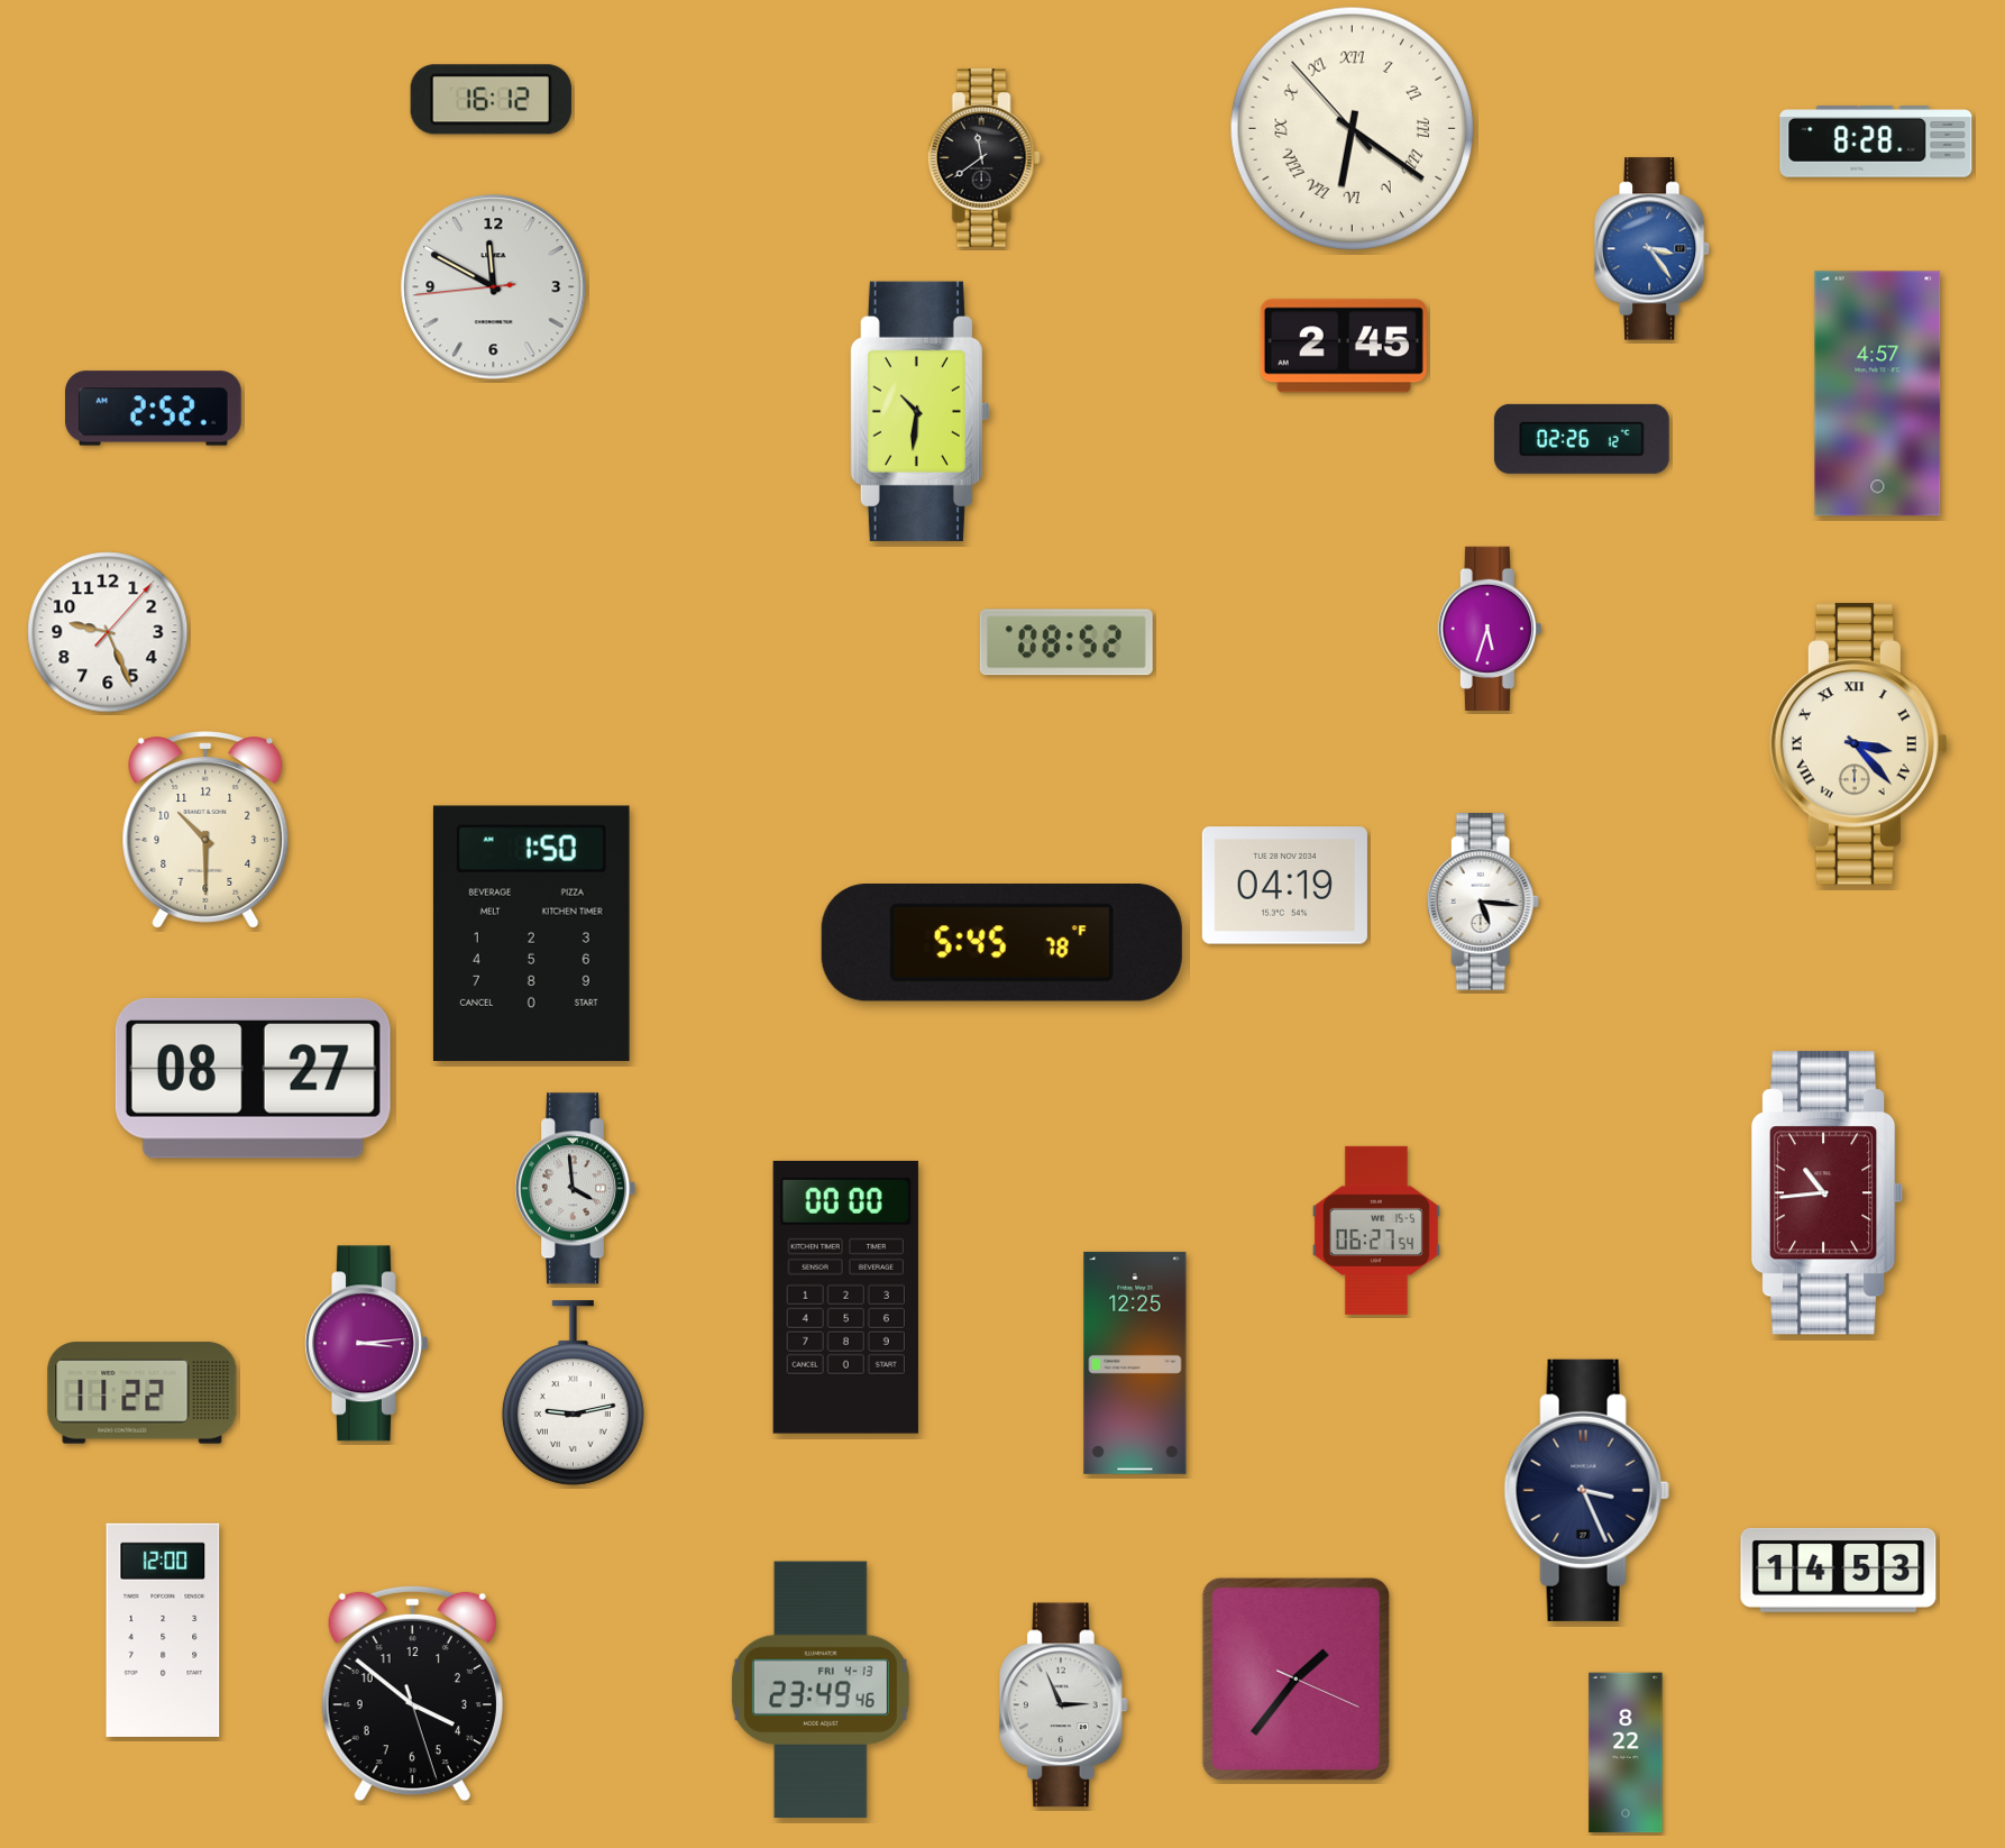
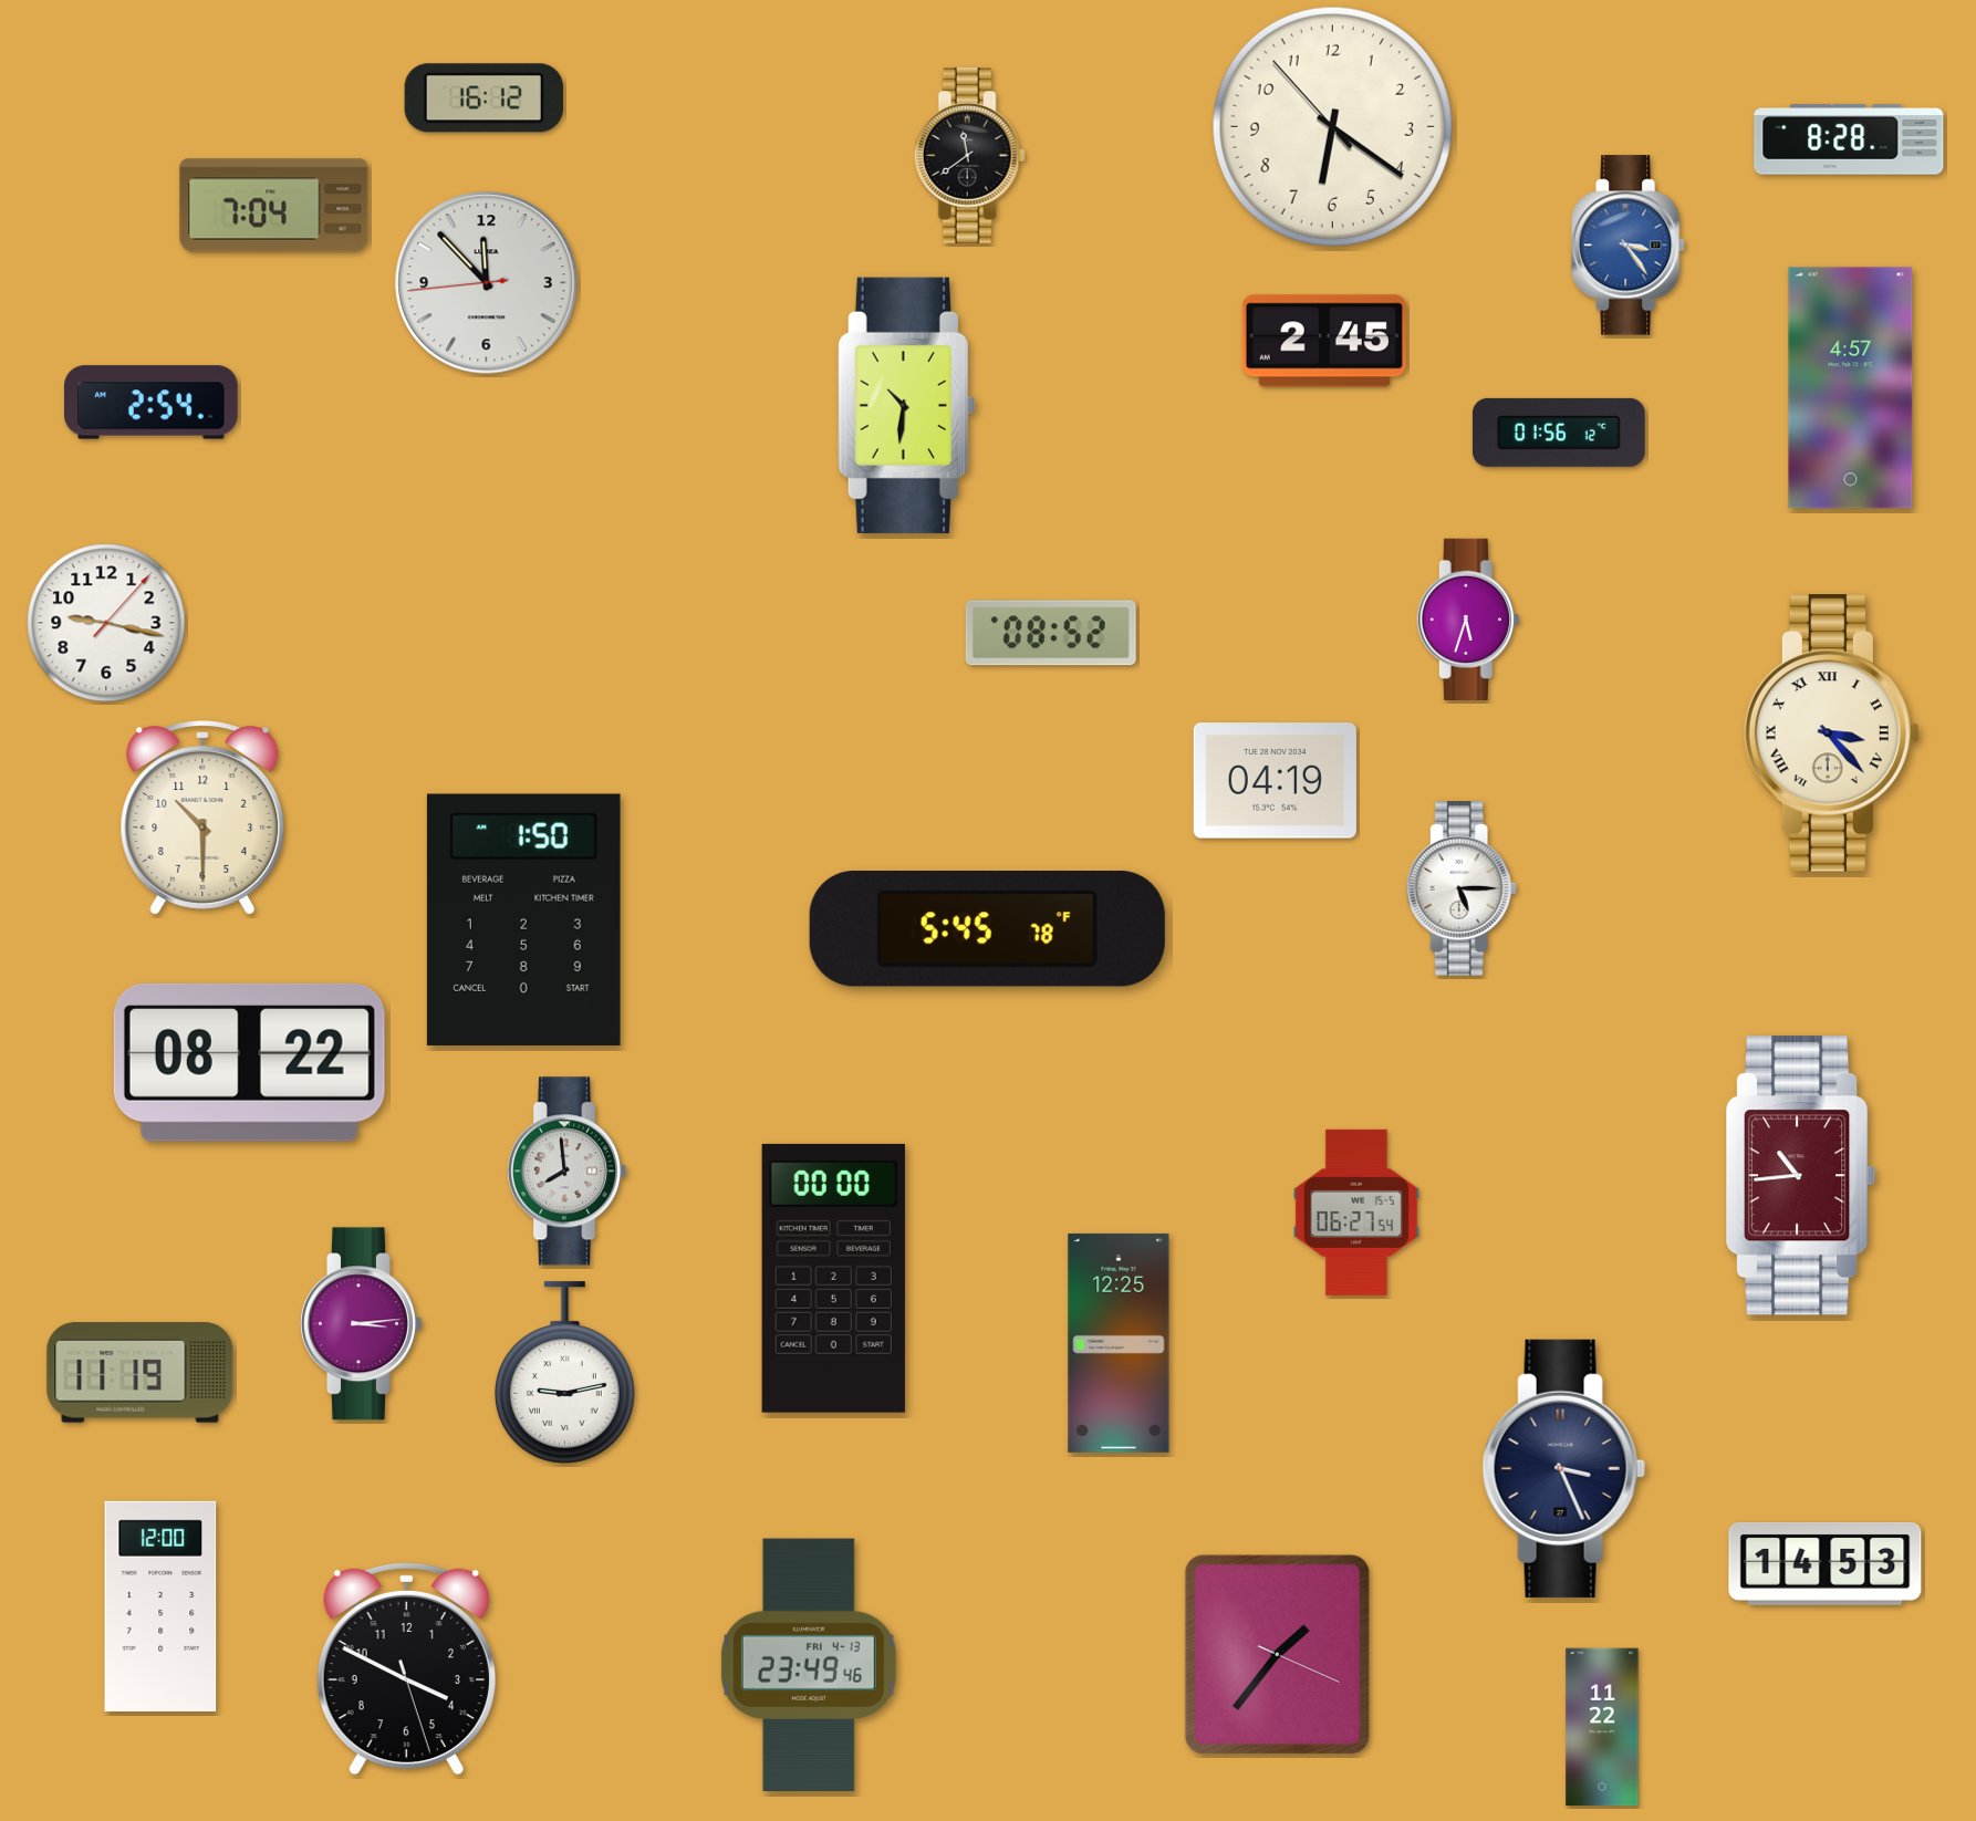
clock at (1352, 128) numerals: Roman -> Arabic
clock at (274, 206): none -> 7:04
clock at (494, 287): 11:49 -> 11:52
clock at (154, 409): 2:52 -> 2:54
clock at (1582, 439): 02:26 -> 01:56
clock at (108, 632): 9:26 -> 9:17
clock at (1284, 886) position: (1284, 886) -> (1275, 781)
clock at (1483, 903): 5:16 -> 5:15
clock at (253, 1078): 08:27 -> 08:22
clock at (575, 1189): 3:59 -> 7:59
clock at (143, 1393): 11:22 -> 11:19
clock at (1839, 1570) position: (1839, 1570) -> (1826, 1563)
clock at (412, 1693): 3:51 -> 3:49
clock at (1063, 1705): 2:56 -> none
clock at (1626, 1753): 8:22 -> 11:22
